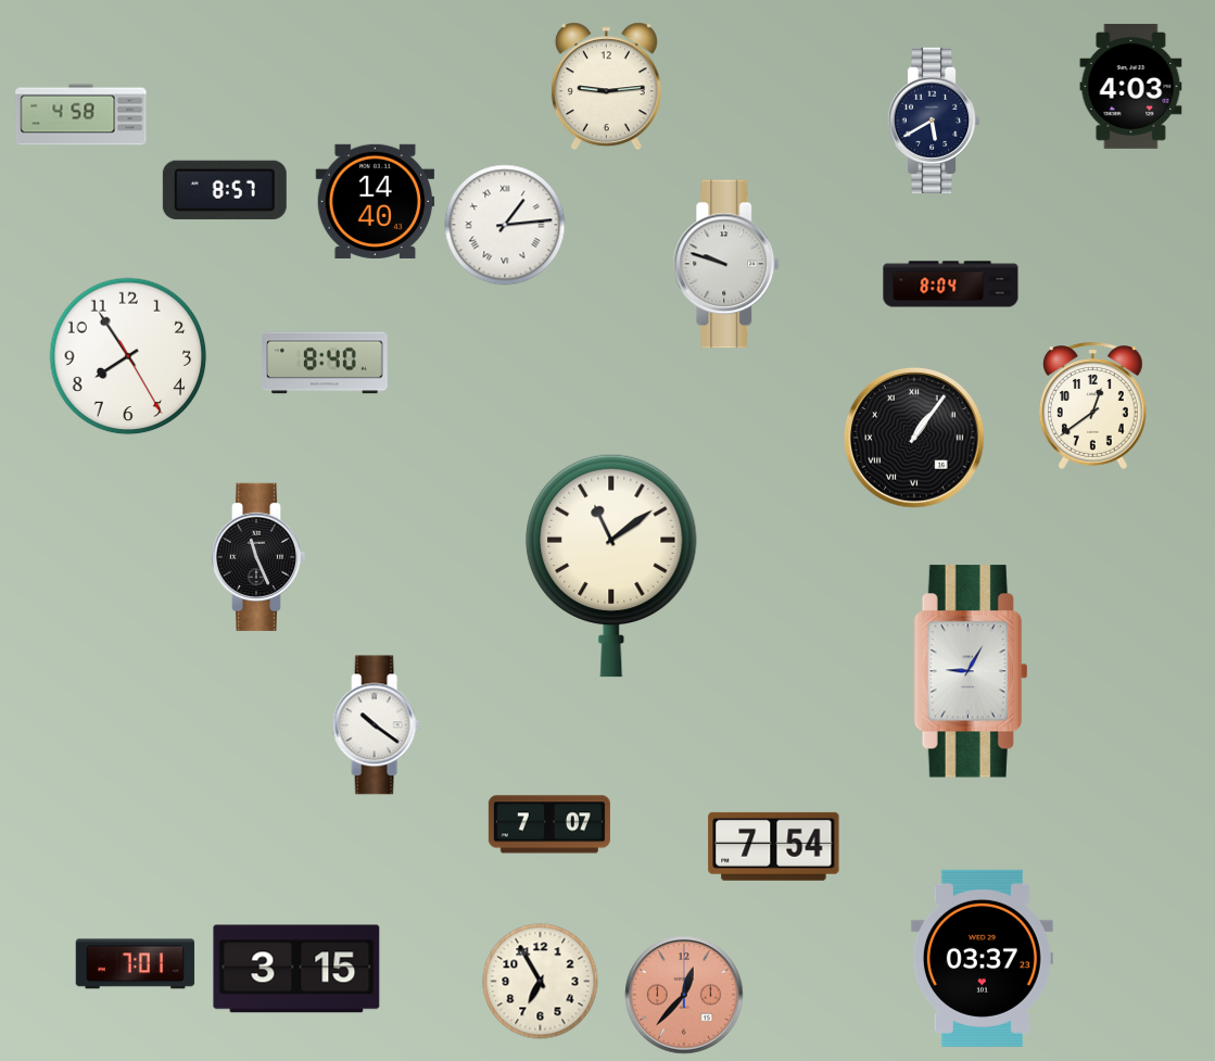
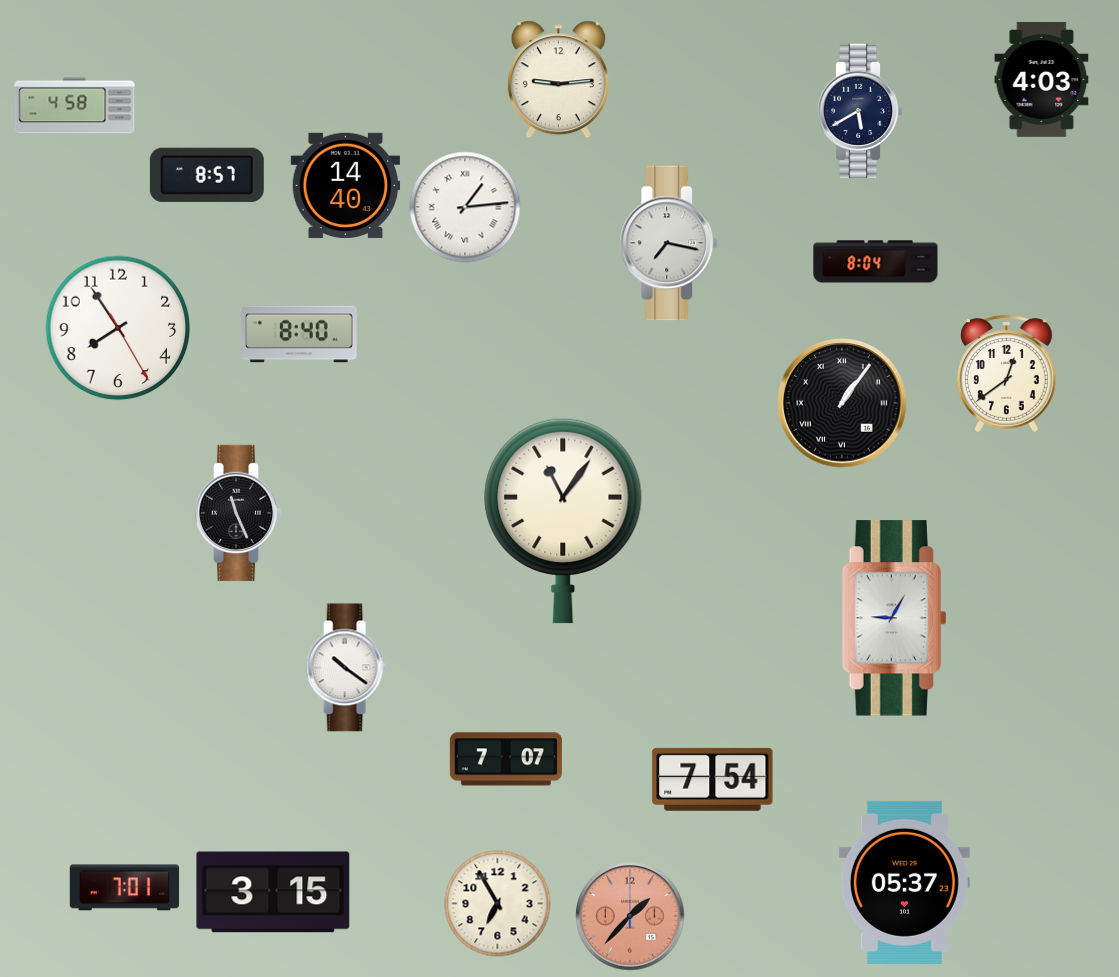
clock at (726, 264): 9:48 -> 7:17
clock at (611, 566): 11:09 -> 11:06
clock at (982, 958): 03:37 -> 05:37
clock at (684, 995): 12:37 -> 1:37
